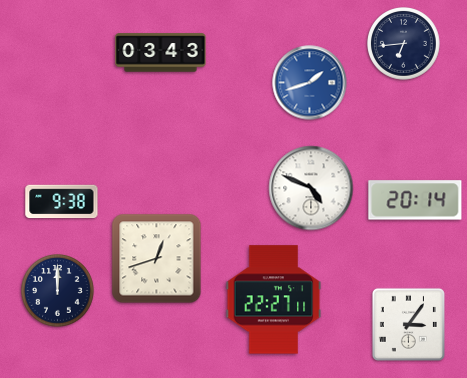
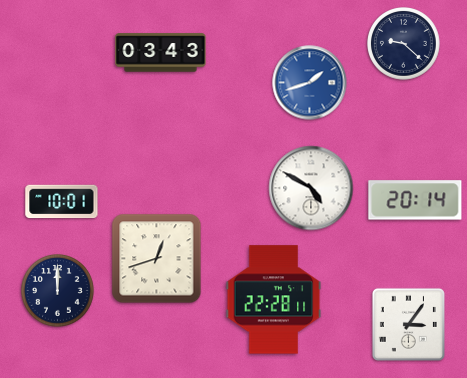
clock at (404, 44): 6:44 -> 9:22
clock at (311, 188): 4:49 -> 4:50
clock at (62, 202): 9:38 -> 10:01
clock at (274, 300): 22:27 -> 22:28
